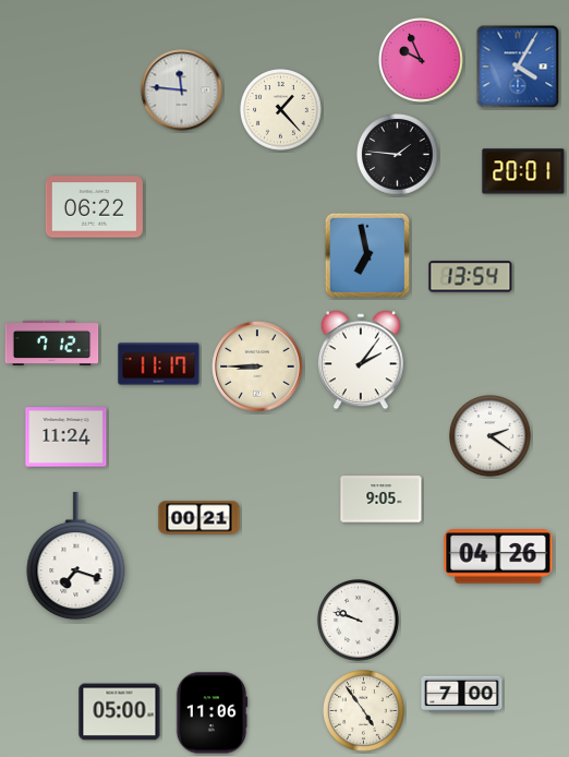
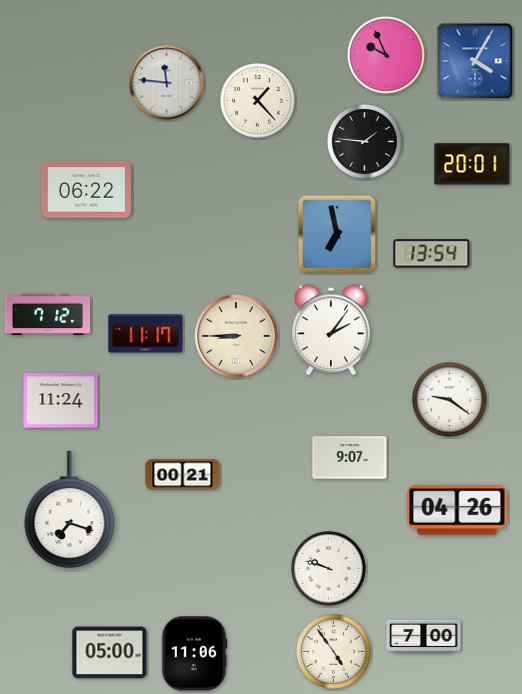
clock at (523, 171) position: (523, 171) -> (472, 164)
clock at (491, 436): 2:21 -> 9:21
clock at (382, 500): 9:05 -> 9:07
